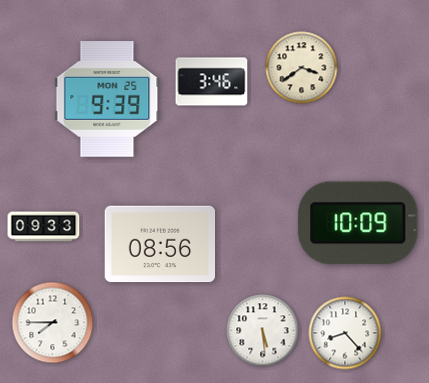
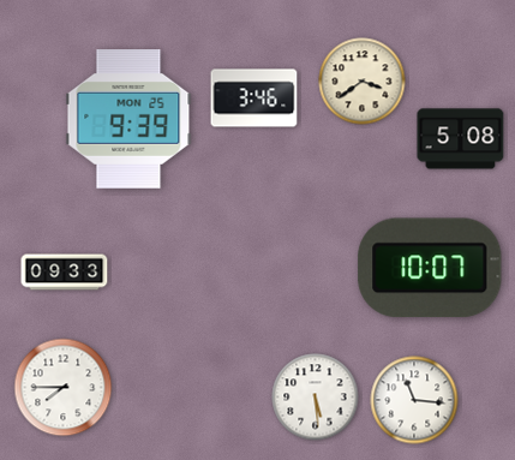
clock at (461, 139): none -> 5:08
clock at (358, 223): 10:09 -> 10:07
clock at (44, 227) position: (44, 227) -> (65, 273)
clock at (160, 244): 08:56 -> none
clock at (345, 333): 8:23 -> 11:16
